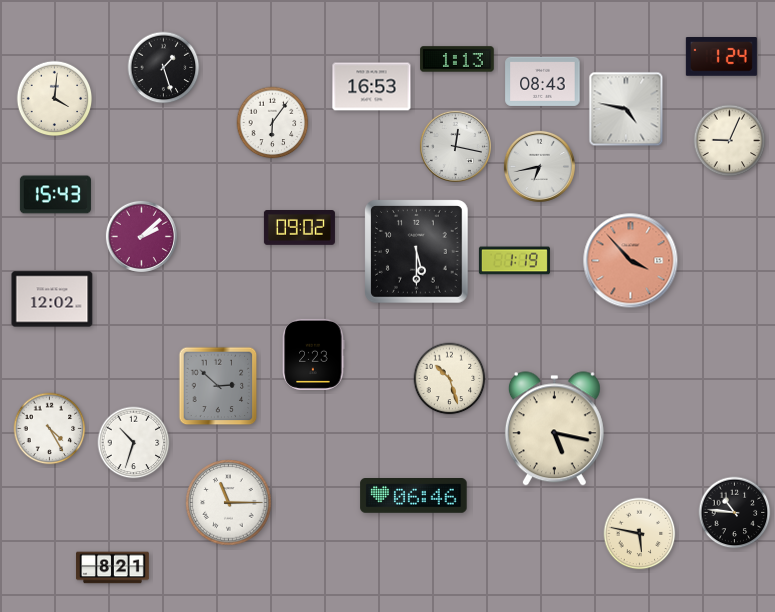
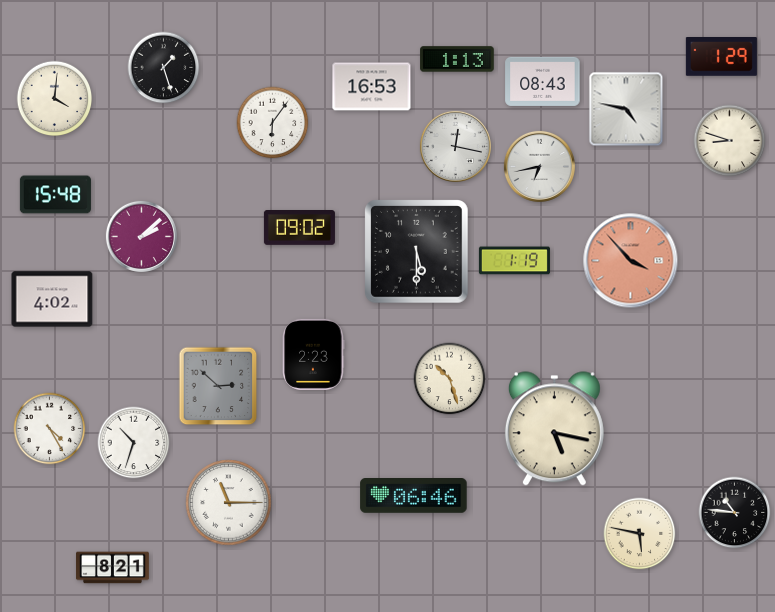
clock at (721, 57): 1:24 -> 1:29
clock at (730, 141): 9:04 -> 8:48
clock at (55, 195): 15:43 -> 15:48
clock at (52, 299): 12:02 -> 4:02
